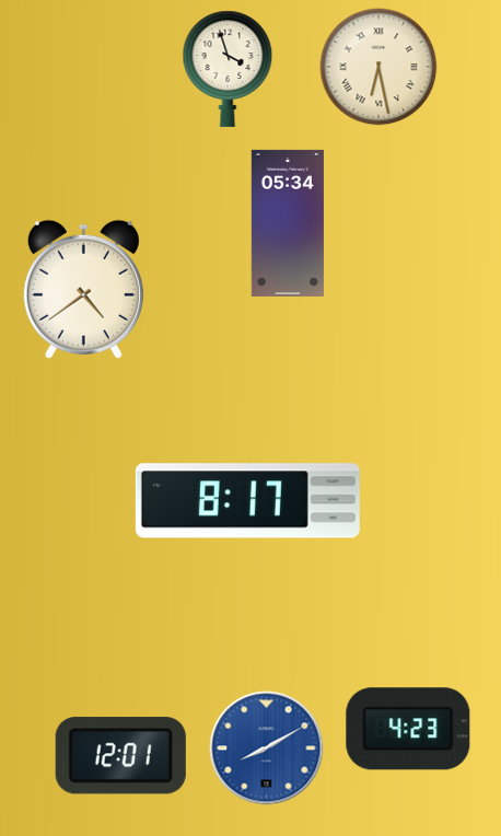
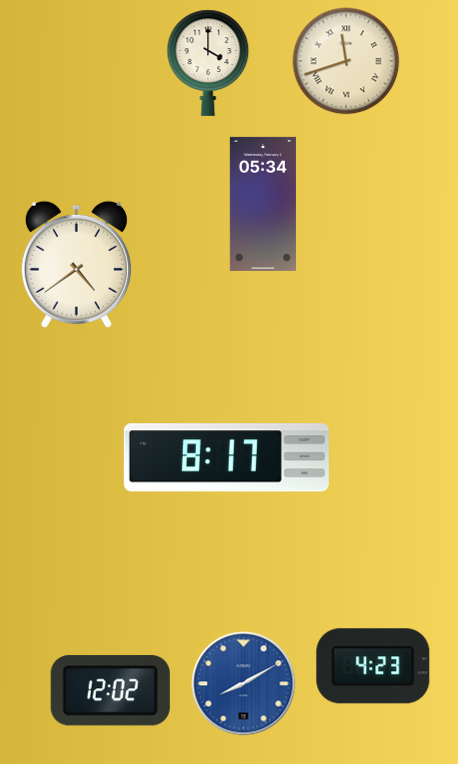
clock at (378, 67): 6:28 -> 11:42
clock at (228, 69): 3:57 -> 4:00
clock at (120, 756): 12:01 -> 12:02
